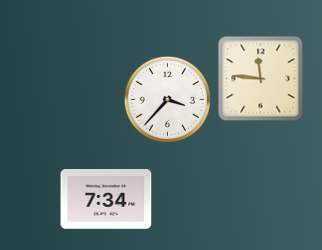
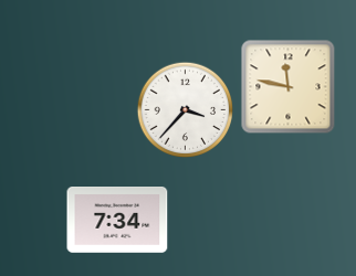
clock at (261, 79): 11:46 -> 11:47
